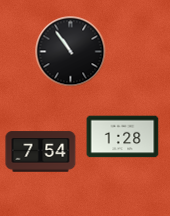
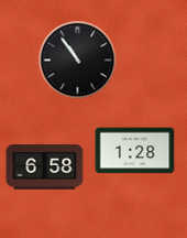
clock at (71, 52) position: (71, 52) -> (78, 61)
clock at (41, 152): 7:54 -> 6:58
